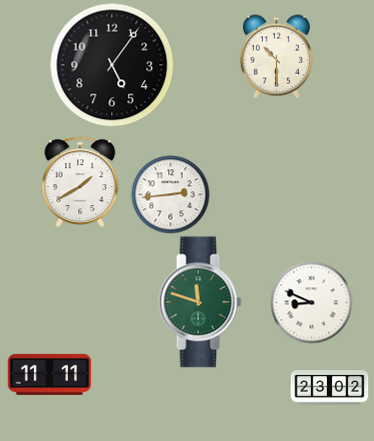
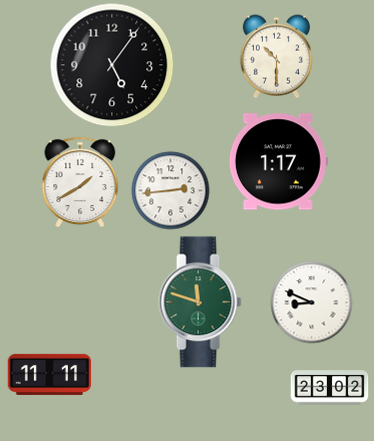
clock at (278, 162): none -> 1:17
clock at (170, 194) position: (170, 194) -> (170, 190)
